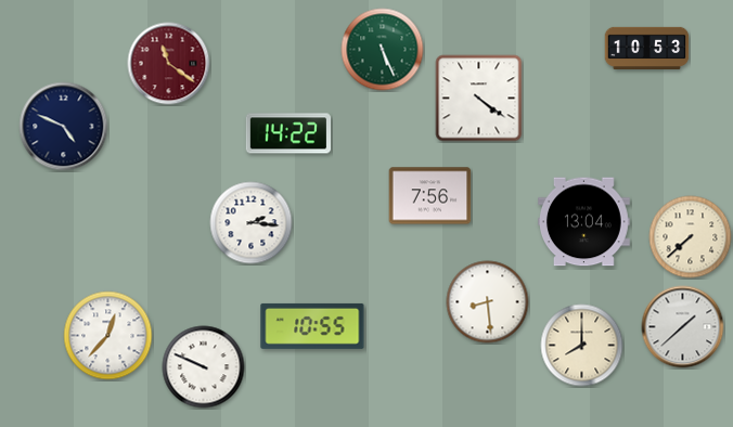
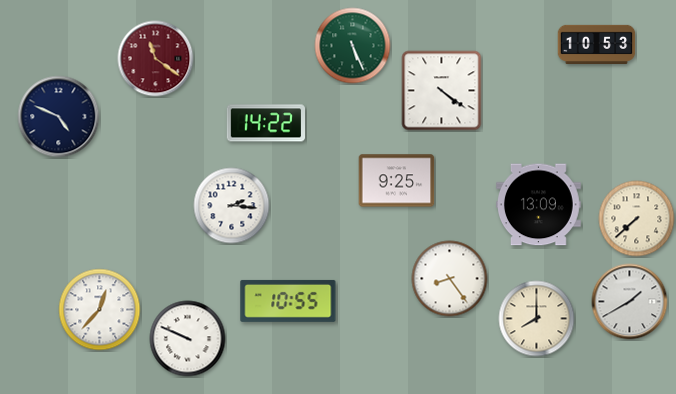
clock at (430, 196): 7:56 -> 9:25
clock at (584, 222): 13:04 -> 13:09
clock at (488, 302): 8:29 -> 8:24
clock at (683, 327): 1:38 -> 1:40
